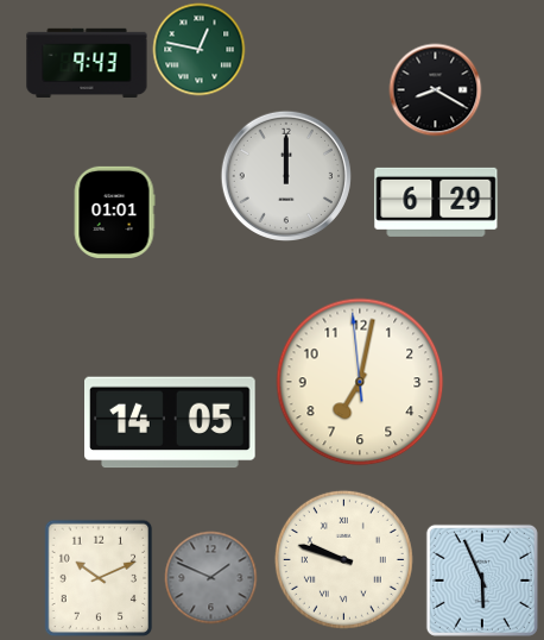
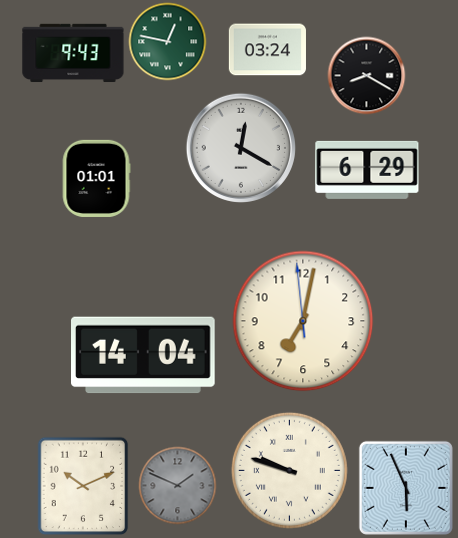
clock at (267, 50): none -> 03:24
clock at (286, 176): 12:00 -> 12:20
clock at (170, 422): 14:05 -> 14:04
